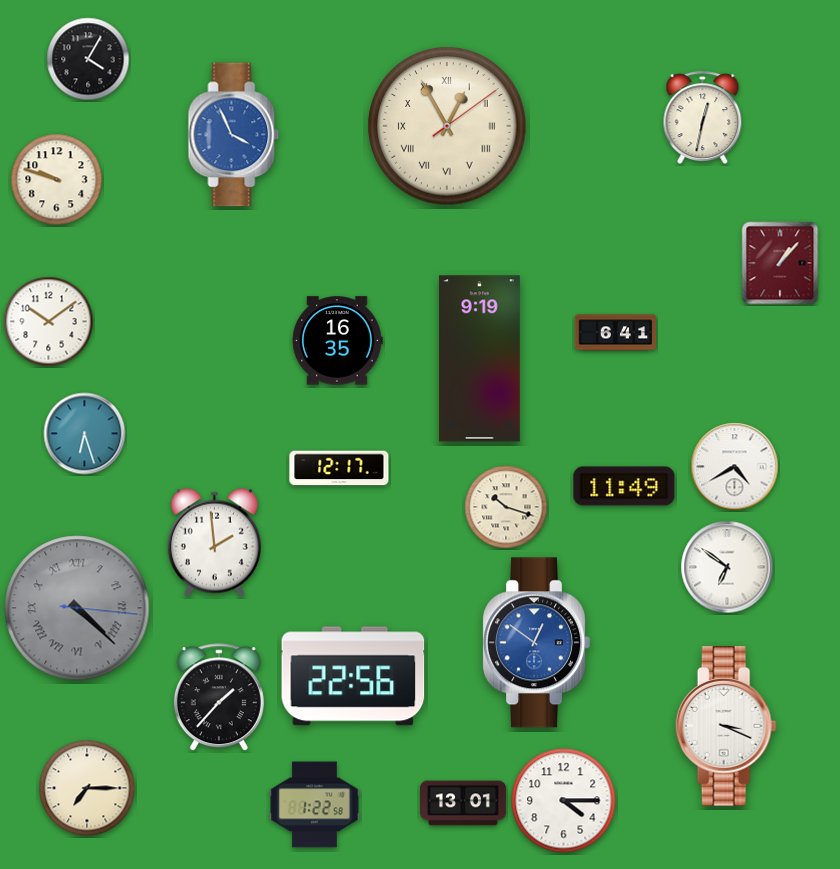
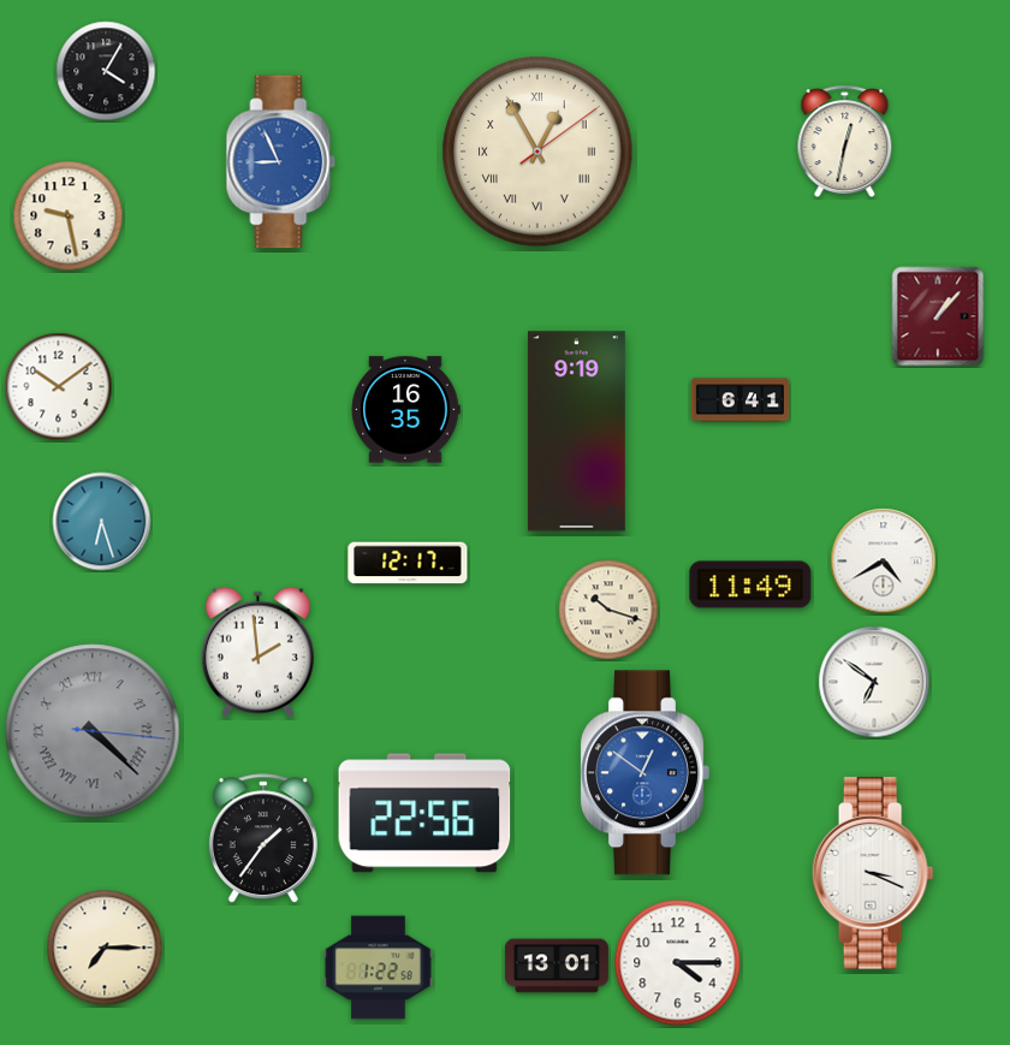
clock at (234, 135): 3:56 -> 8:56
clock at (57, 180): 9:48 -> 9:28
clock at (219, 698): 1:37 -> 1:36
